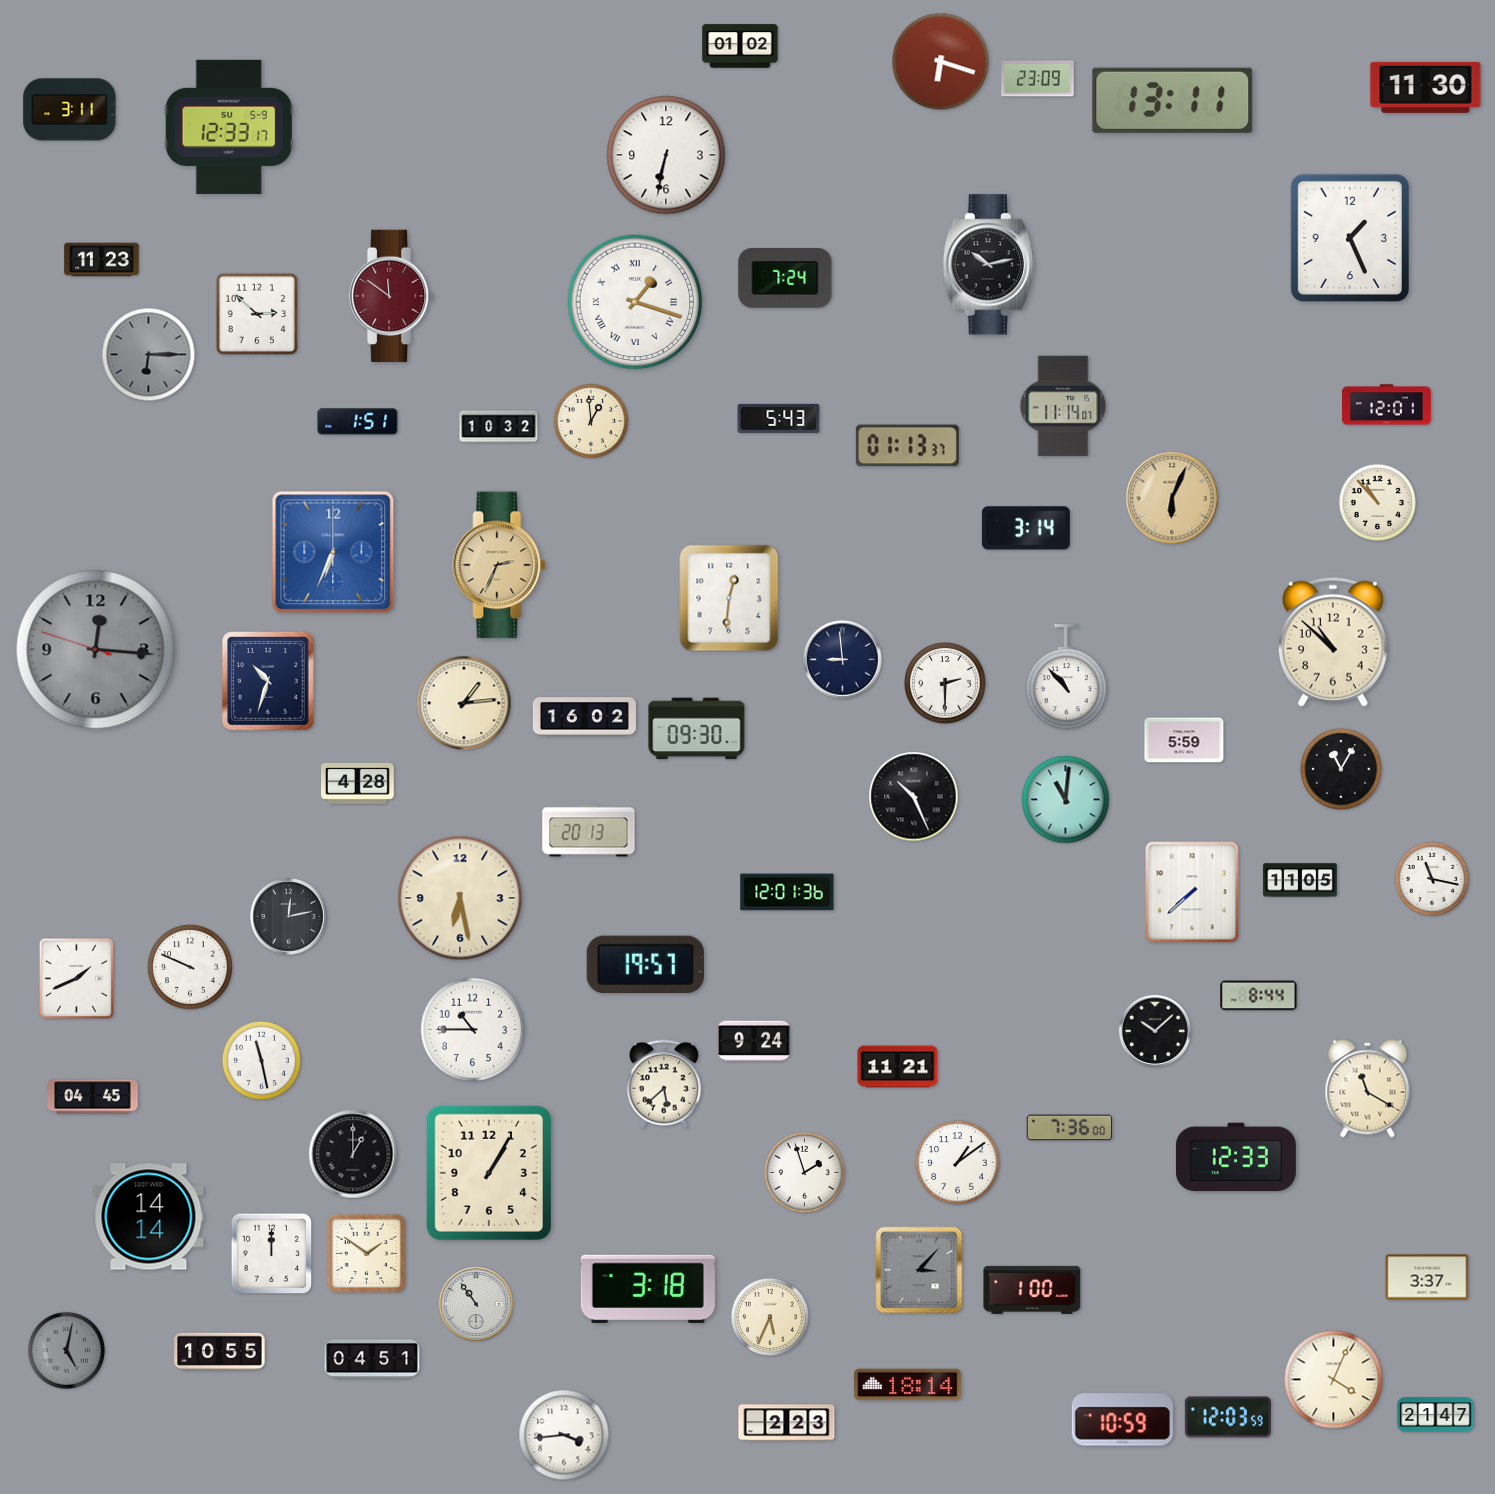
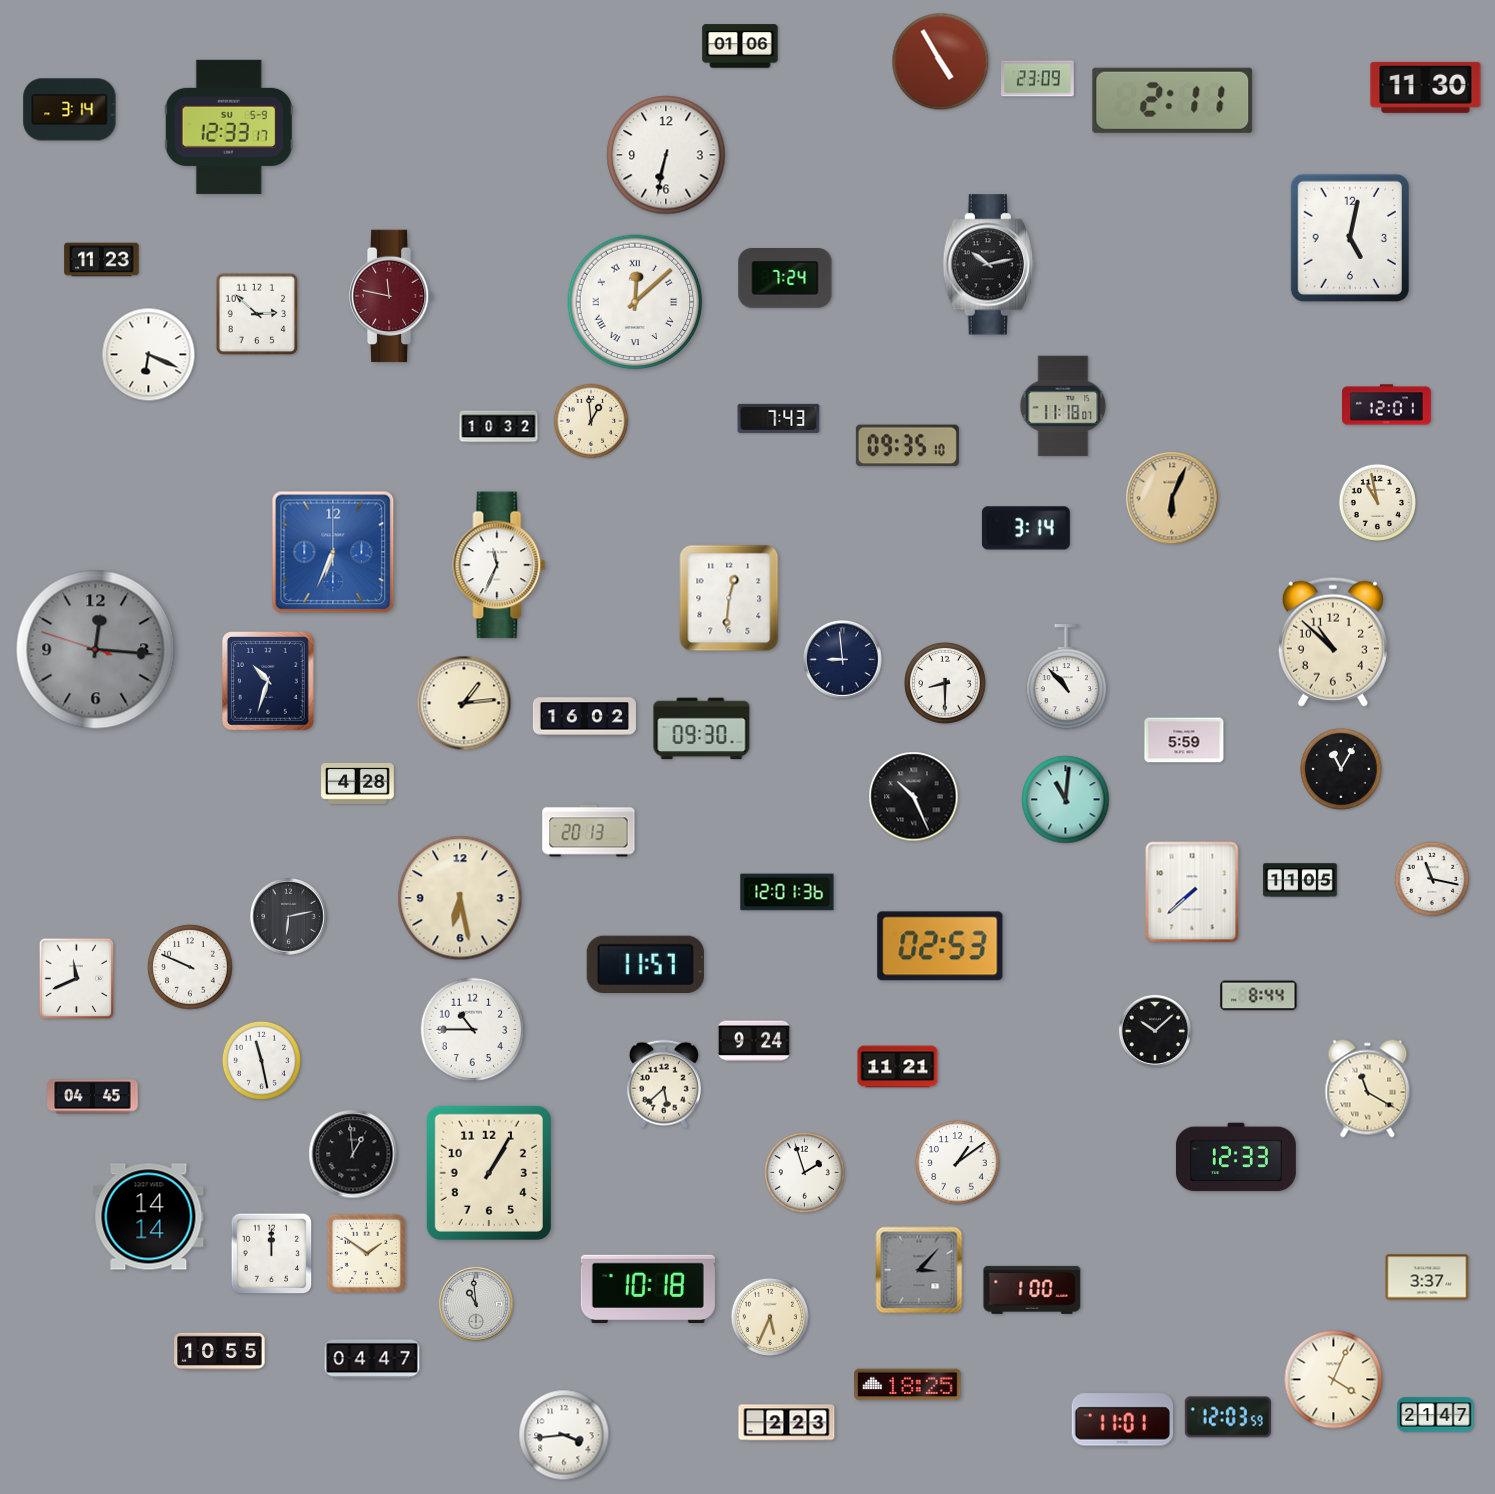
clock at (740, 46): 01:02 -> 01:06
clock at (941, 62): 6:18 -> 4:55
clock at (1173, 100): 13:11 -> 2:11
clock at (70, 110): 3:11 -> 3:14
clock at (1350, 238): 1:26 -> 5:02
clock at (391, 296): 11:51 -> 11:47
clock at (635, 302): 1:18 -> 12:08
clock at (149, 355): 6:15 -> 6:19
clock at (149, 355) dial: grey -> white
clock at (1063, 406): 11:14 -> 11:18
clock at (779, 418): 5:43 -> 7:43
clock at (358, 422): 1:51 -> none
clock at (907, 446): 01:13 -> 09:35
clock at (1377, 502): 10:53 -> 10:58
clock at (499, 565): 2:34 -> 11:34
clock at (499, 565) dial: champagne -> white
clock at (946, 684): 2:30 -> 8:30
clock at (697, 729) position: (697, 729) -> (702, 729)
clock at (289, 917): 12:13 -> 6:13
clock at (940, 946): none -> 02:53
clock at (645, 964): 19:57 -> 11:57
clock at (77, 979): 1:41 -> 11:41
clock at (1070, 1128): 7:36 -> none
clock at (353, 1154): 1:00 -> 12:59
clock at (648, 1288): 3:18 -> 10:18
clock at (476, 1304): 10:54 -> 10:59
clock at (66, 1350): 5:02 -> none
clock at (372, 1359): 04:51 -> 04:47
clock at (908, 1385): 18:14 -> 18:25
clock at (1122, 1420): 10:59 -> 11:01
